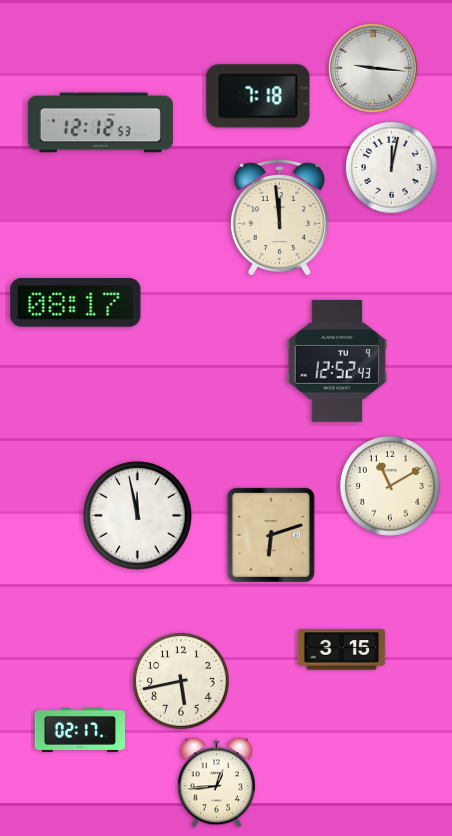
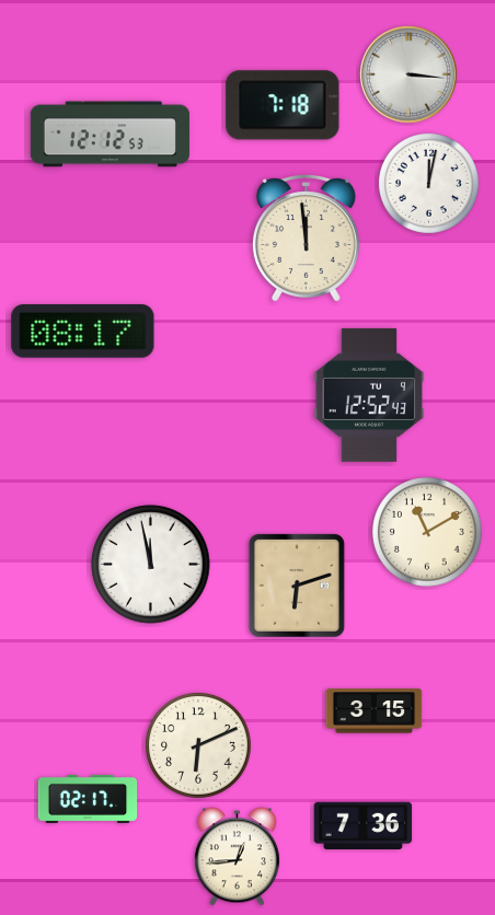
clock at (373, 68): 9:16 -> 3:16
clock at (182, 682): 5:43 -> 6:11
clock at (364, 825): none -> 7:36
